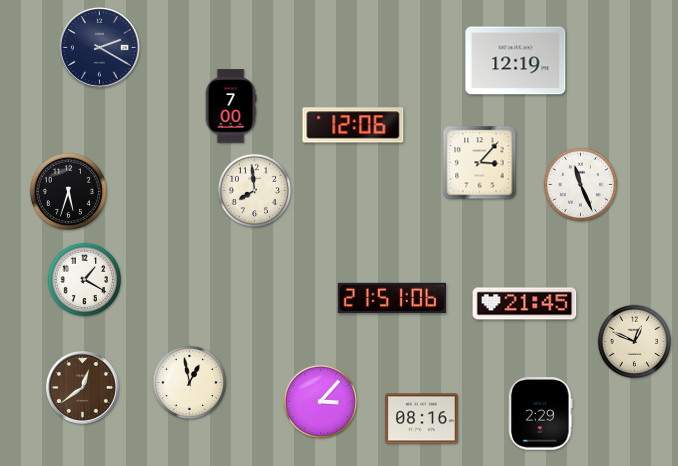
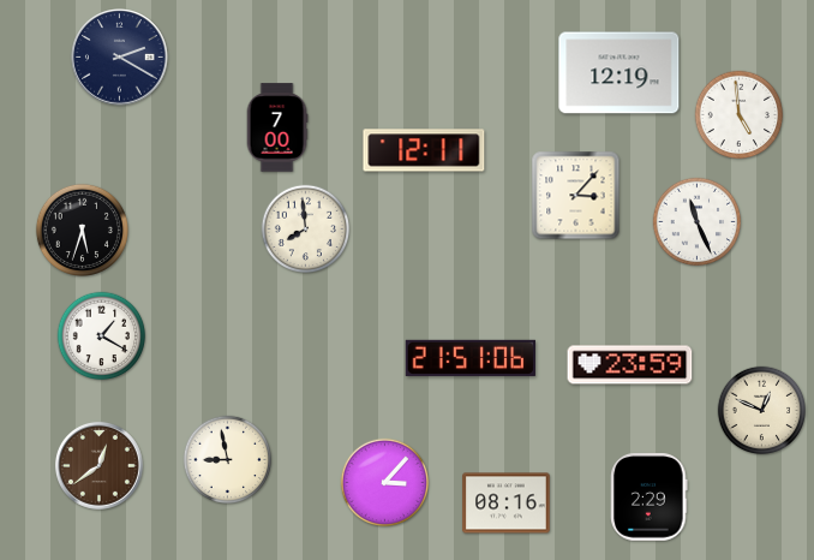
clock at (740, 115): none -> 4:59
clock at (353, 125): 12:06 -> 12:11
clock at (525, 304): 21:45 -> 23:59
clock at (190, 383): 12:58 -> 8:58
